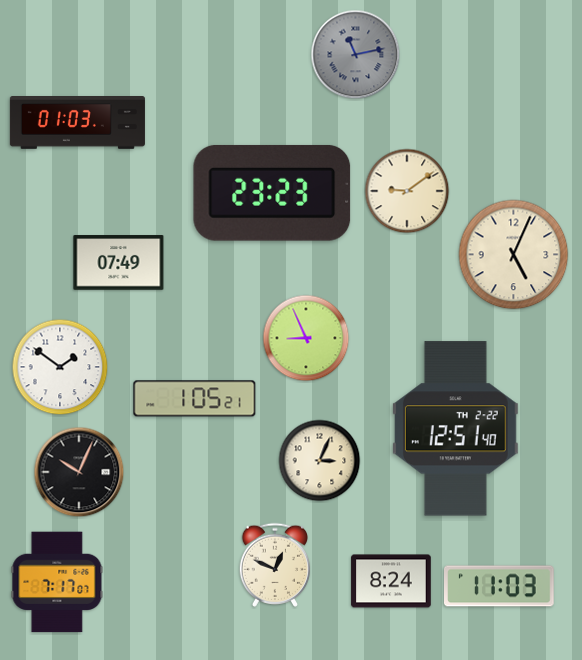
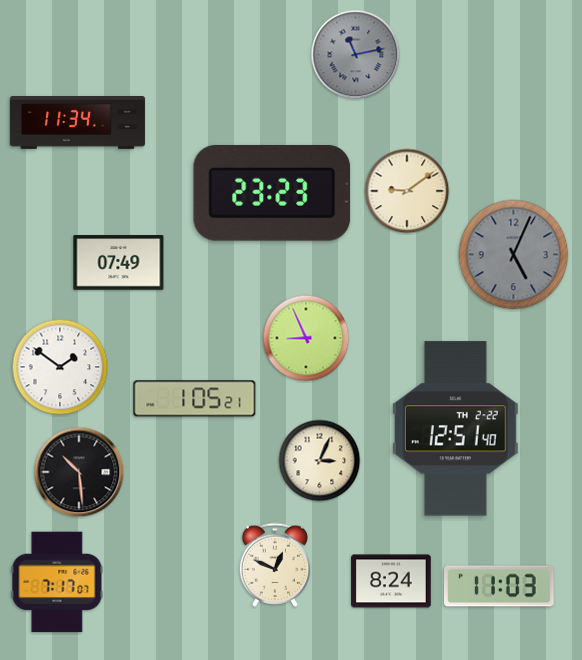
clock at (77, 123): 01:03 -> 11:34
clock at (514, 255) dial: cream -> grey
clock at (79, 472): 10:04 -> 10:29
